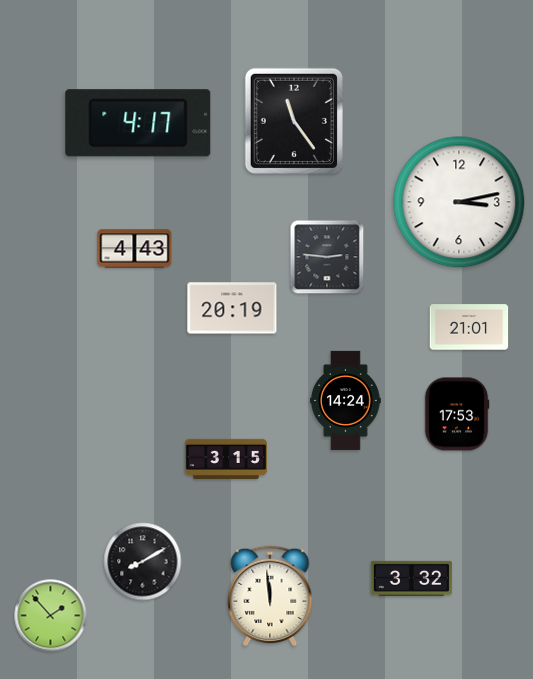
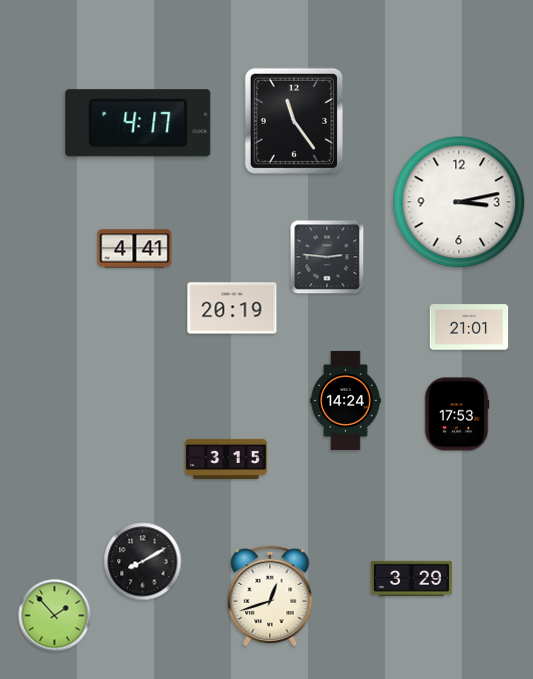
clock at (135, 249): 4:43 -> 4:41
clock at (411, 578): 3:32 -> 3:29
clock at (270, 596): 11:59 -> 12:42
clock at (51, 616) position: (51, 616) -> (55, 616)
